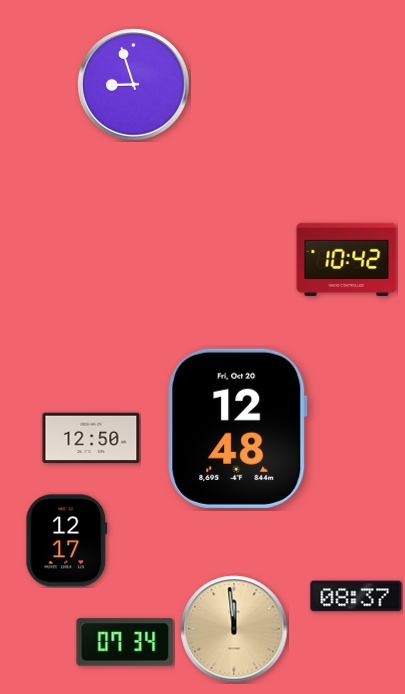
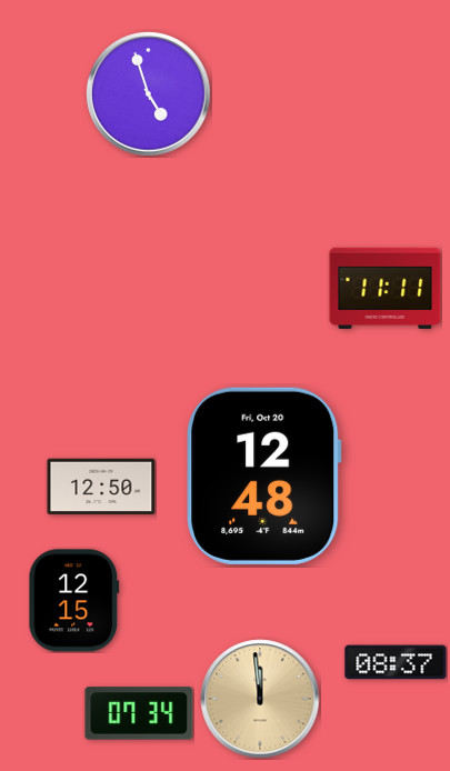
clock at (134, 85): 8:57 -> 4:57
clock at (347, 259): 10:42 -> 11:11
clock at (67, 541): 12:17 -> 12:15
